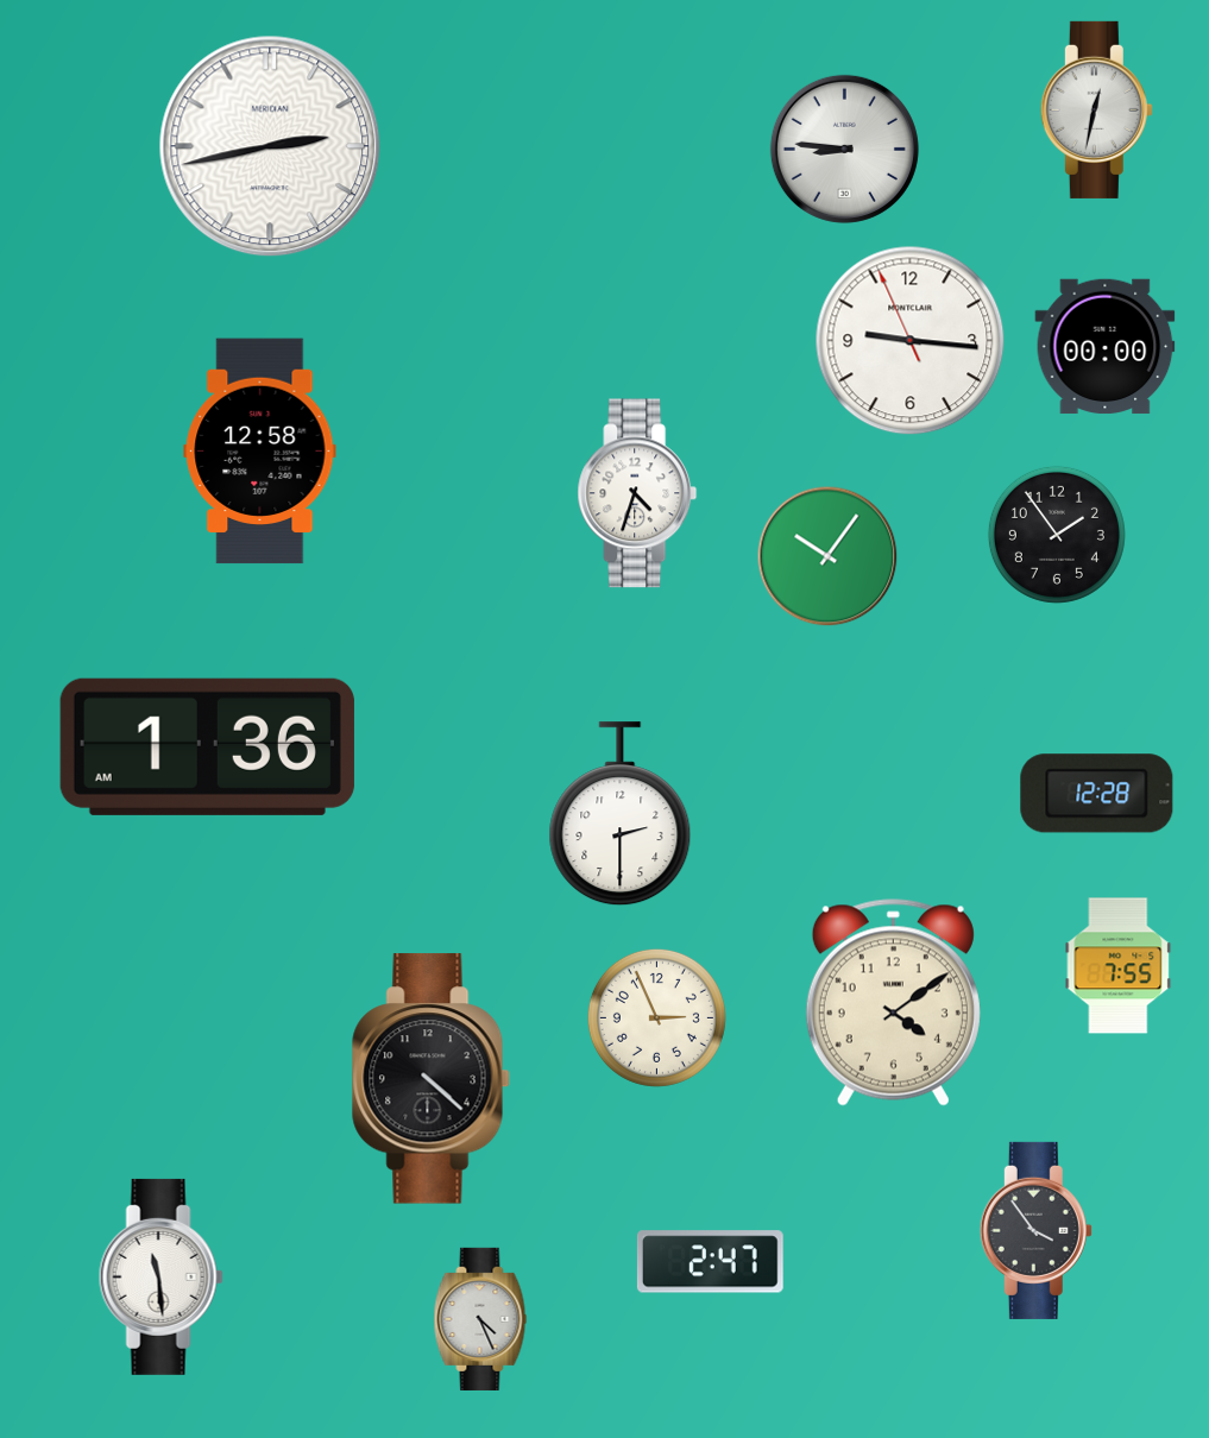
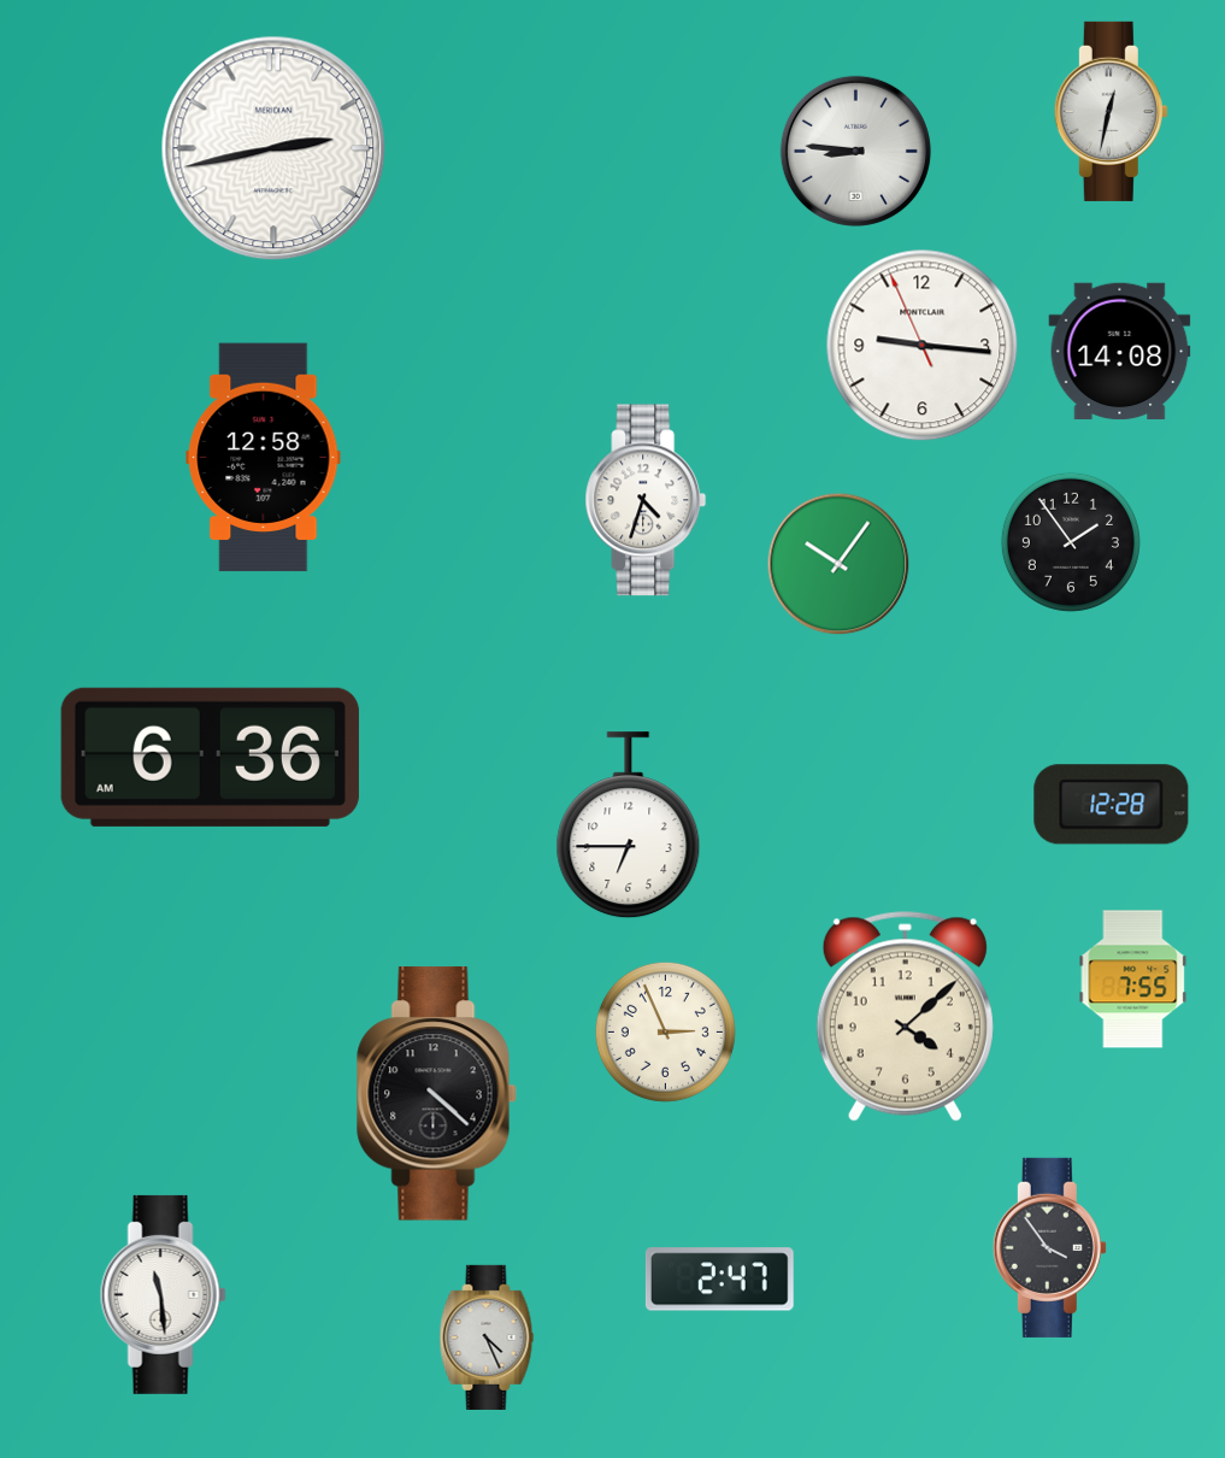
clock at (1106, 347): 00:00 -> 14:08
clock at (207, 746): 1:36 -> 6:36
clock at (621, 814): 2:30 -> 6:45
clock at (893, 1003): 4:09 -> 4:08
